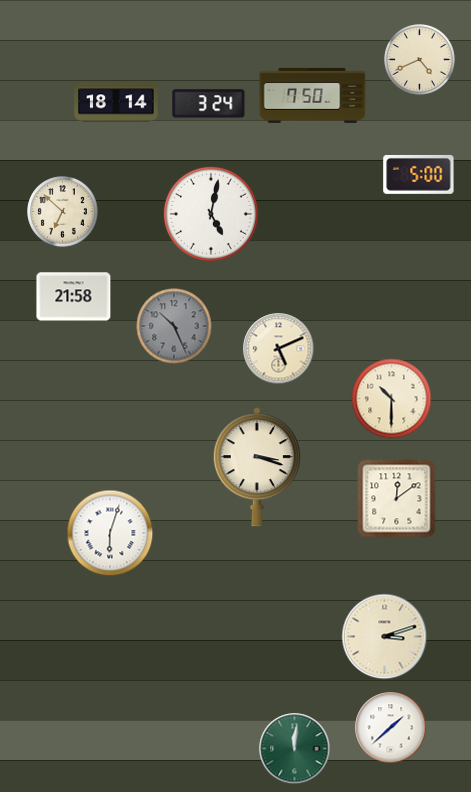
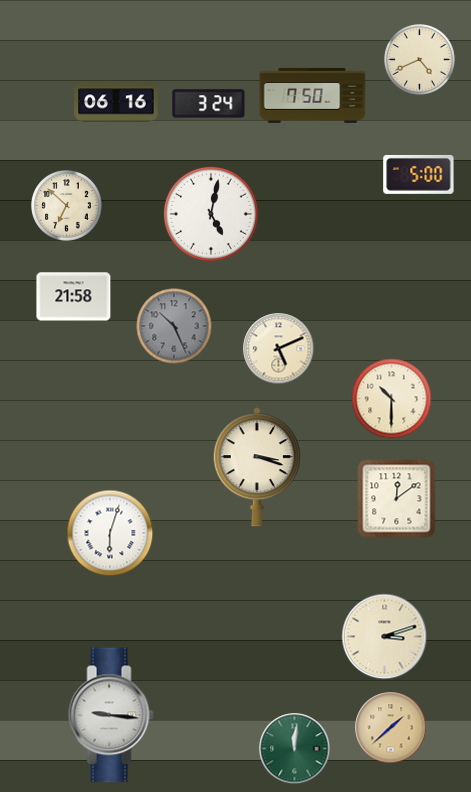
clock at (116, 102): 18:14 -> 06:16
clock at (63, 212) position: (63, 212) -> (67, 206)
clock at (111, 715): none -> 9:16
clock at (391, 728) dial: white -> champagne
